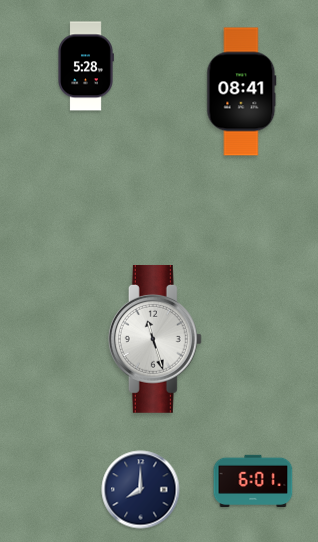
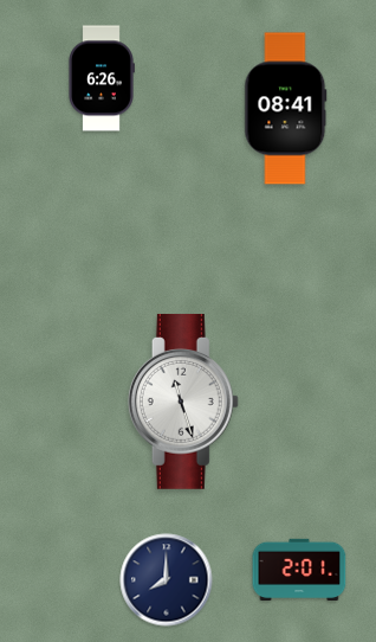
clock at (86, 66): 5:28 -> 6:26
clock at (253, 480): 6:01 -> 2:01
